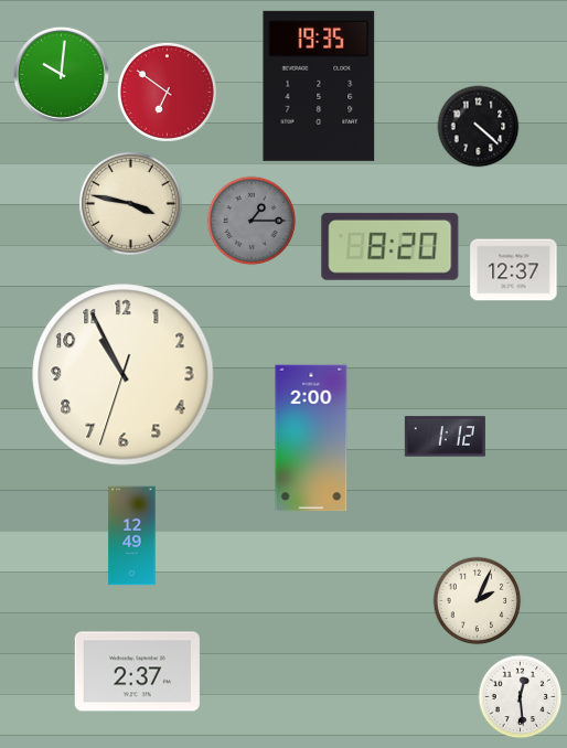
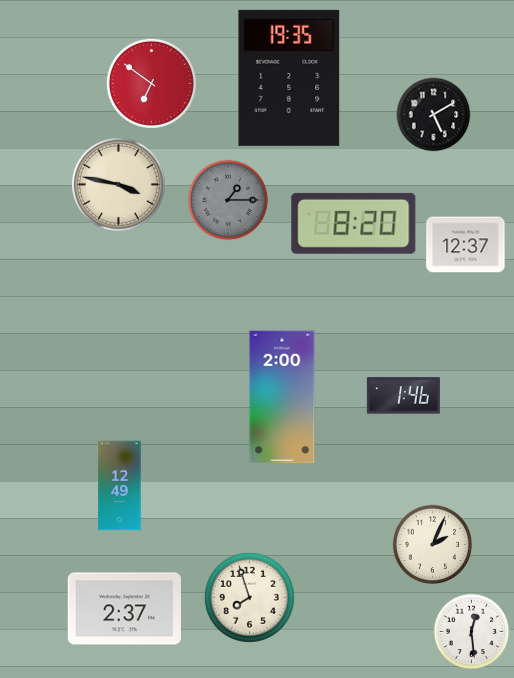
clock at (61, 74): 10:01 -> none
clock at (479, 127): 4:22 -> 5:10
clock at (124, 375): 10:55 -> none
clock at (445, 437): 1:12 -> 1:46
clock at (249, 597): none -> 7:57
